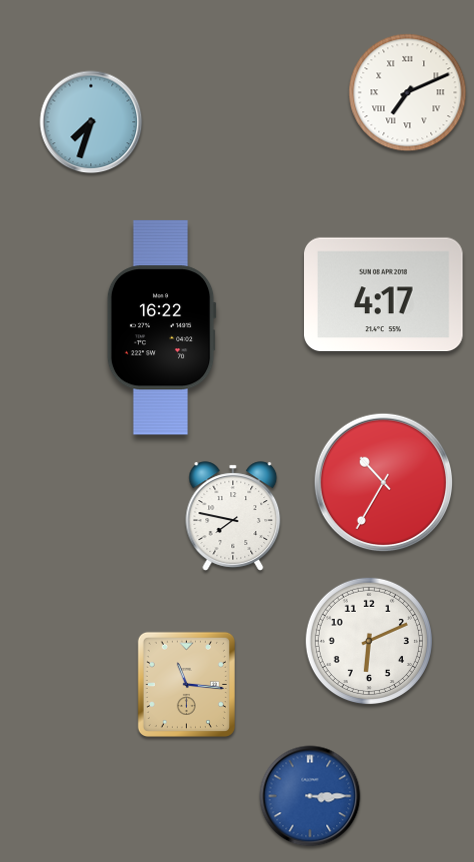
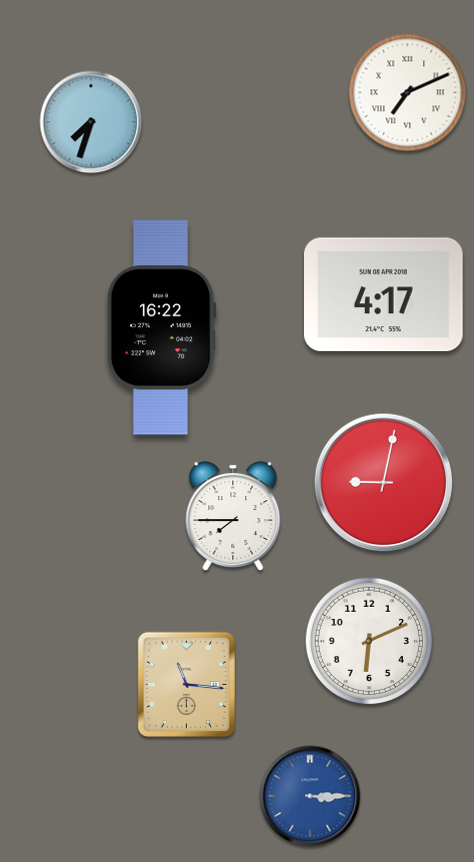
clock at (384, 483): 10:35 -> 9:02
clock at (233, 516): 7:47 -> 7:45
